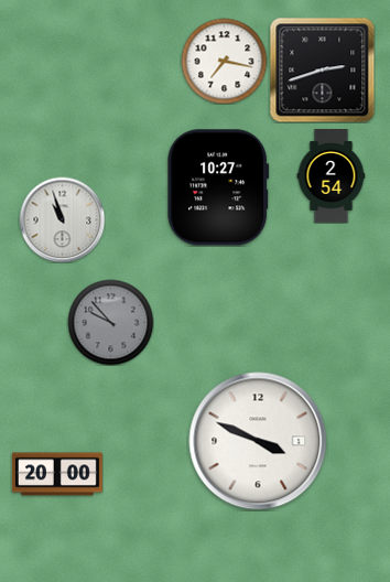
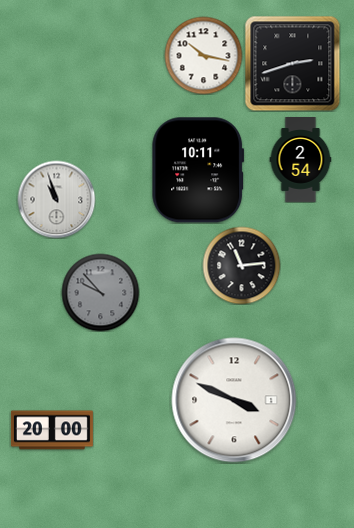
clock at (224, 61): 7:17 -> 10:17
clock at (218, 187): 10:27 -> 10:11
clock at (241, 265): none -> 11:14
